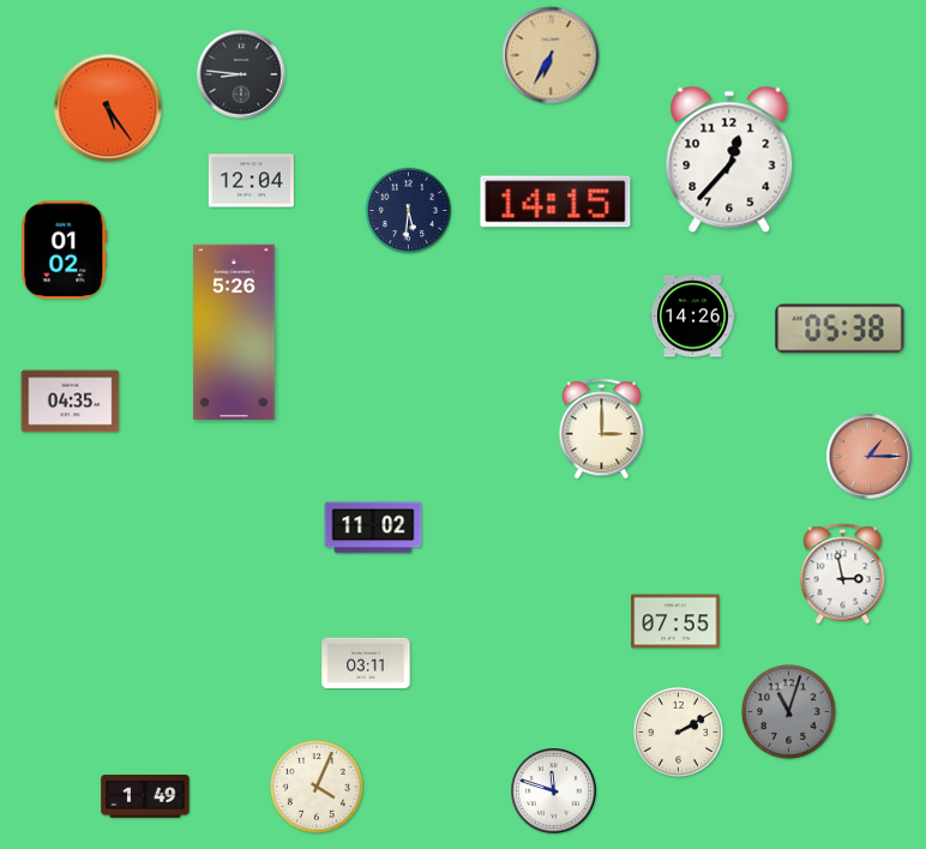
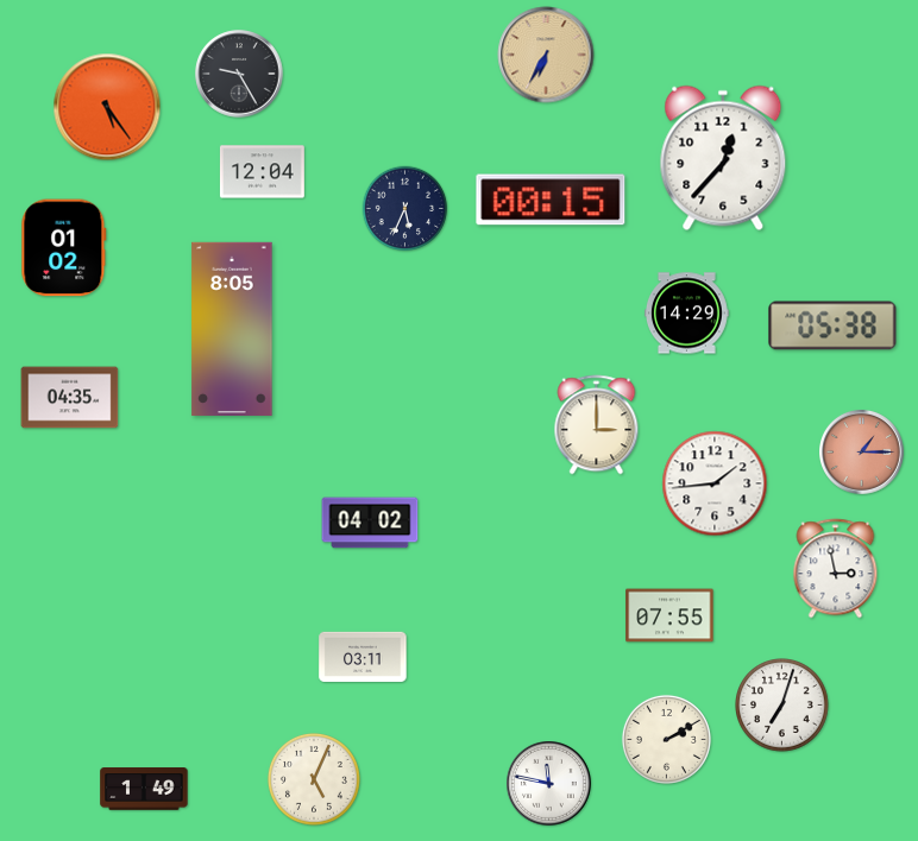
clock at (241, 74): 8:46 -> 9:25
clock at (251, 181) position: (251, 181) -> (262, 172)
clock at (555, 201): 14:15 -> 00:15
clock at (409, 211): 5:31 -> 5:34
clock at (693, 317): 14:26 -> 14:29
clock at (234, 332): 5:26 -> 8:05
clock at (715, 483): none -> 1:44
clock at (373, 528): 11:02 -> 04:02
clock at (789, 712): 11:03 -> 7:03
clock at (789, 712) dial: grey -> white
clock at (678, 731) position: (678, 731) -> (666, 739)
clock at (318, 788): 4:04 -> 5:04
clock at (554, 791): 11:48 -> 11:47
